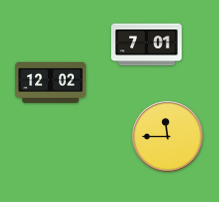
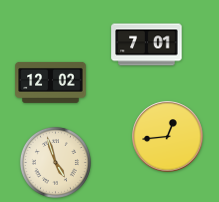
clock at (168, 137): 11:45 -> 12:44
clock at (55, 162): none -> 4:57
